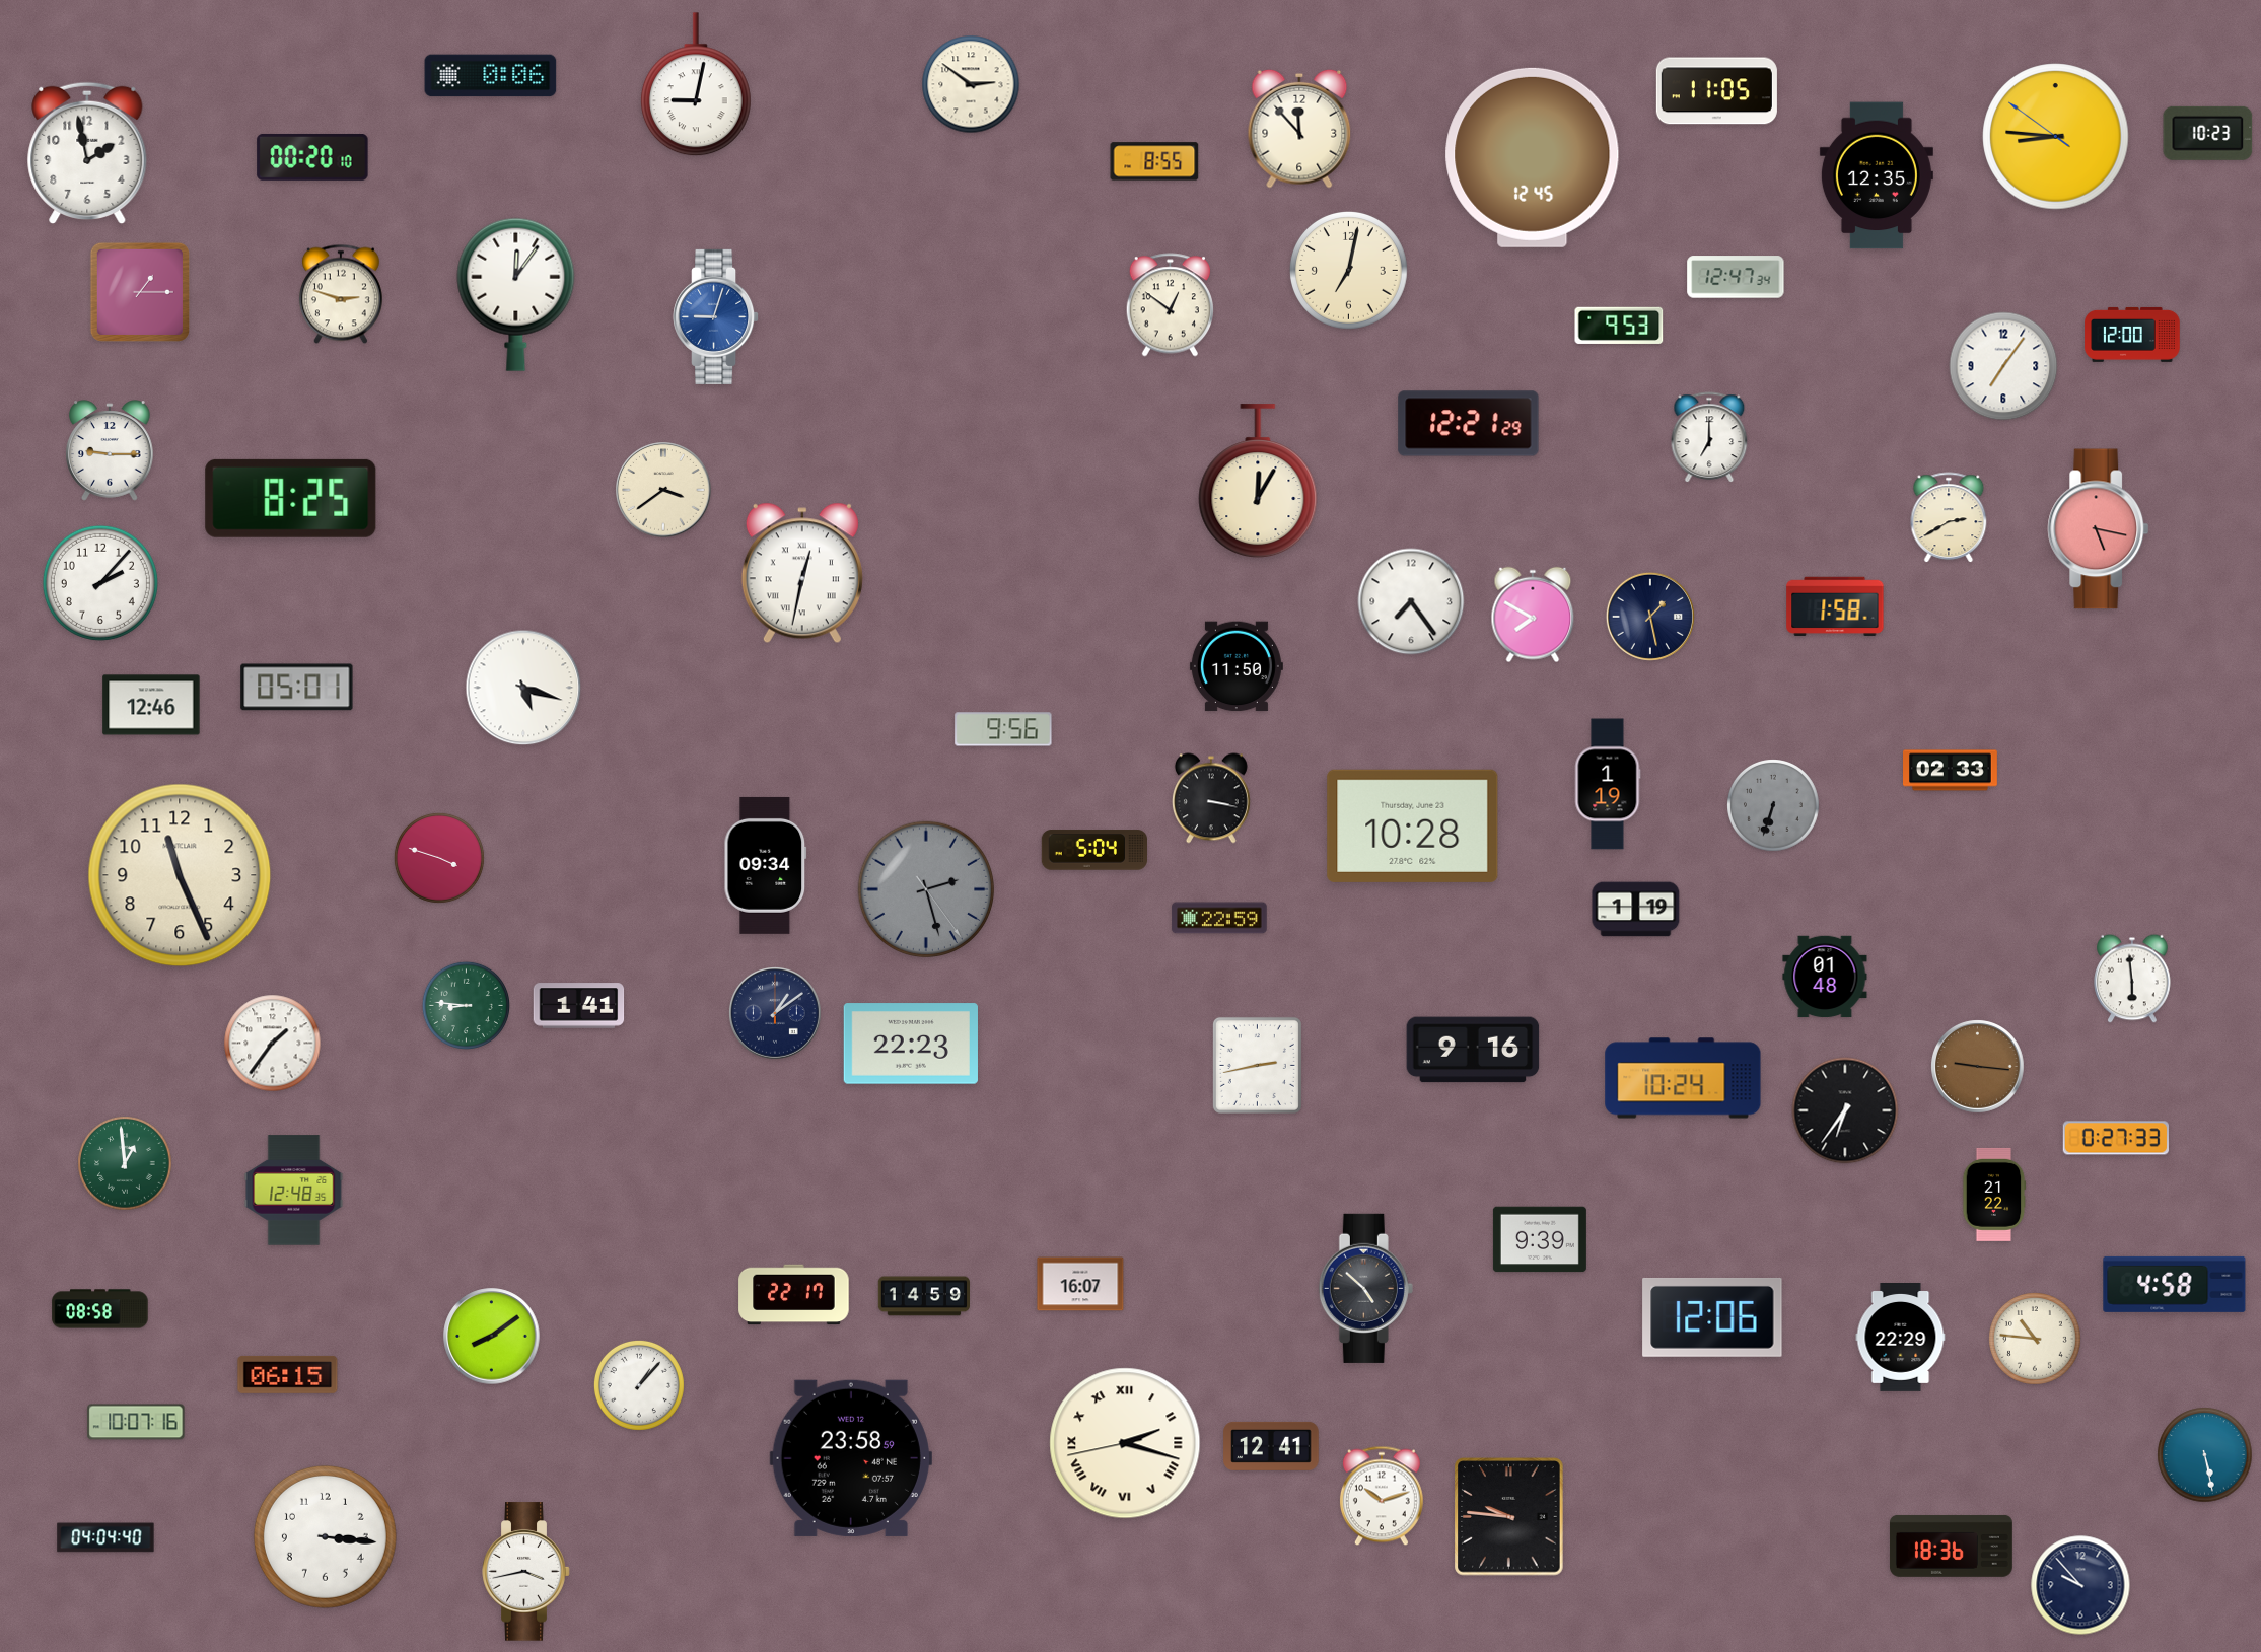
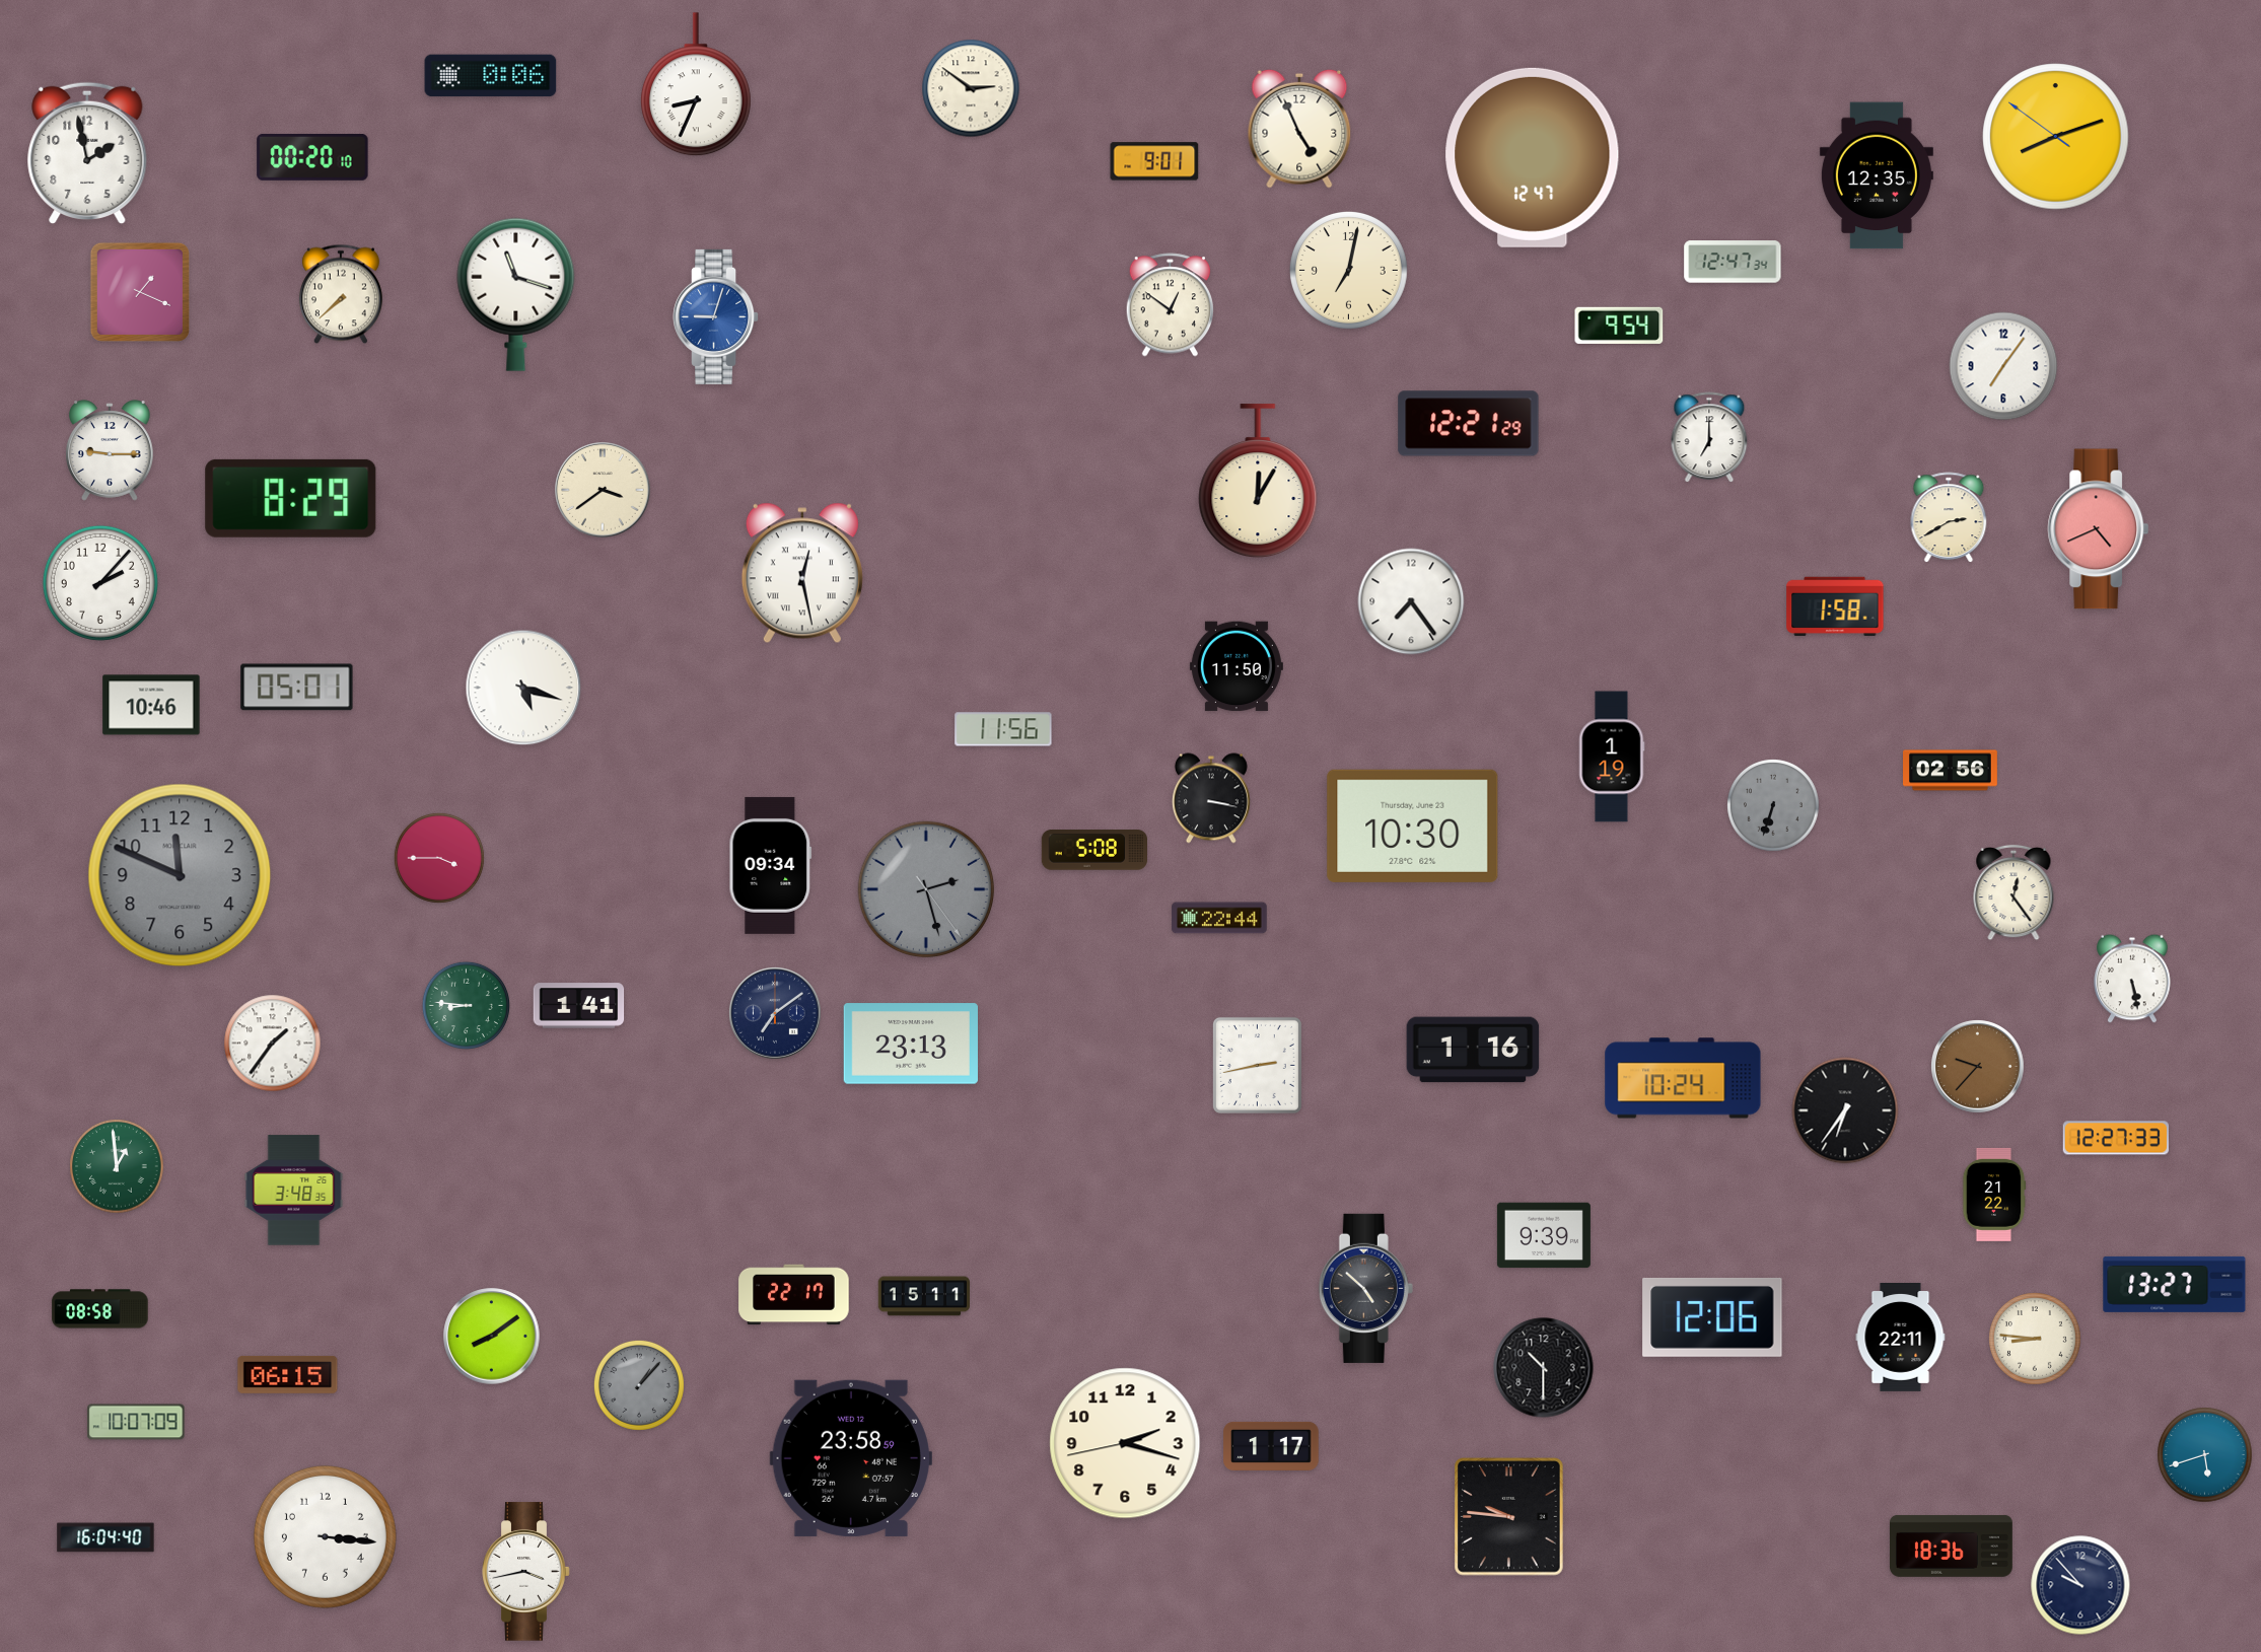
clock at (971, 84) position: (971, 84) -> (971, 88)
clock at (696, 85): 9:02 -> 8:34
clock at (1716, 91): 11:05 -> none
clock at (1299, 129): 11:53 -> 4:56
clock at (2208, 133): 10:23 -> none
clock at (2056, 137): 8:45 -> 8:11
clock at (1533, 157): 12:45 -> 12:47
clock at (1154, 161): 8:55 -> 9:01
clock at (1736, 277) position: (1736, 277) -> (1733, 262)
clock at (140, 292): 1:15 -> 1:19
clock at (341, 294): 2:48 -> 7:38
clock at (516, 294): 12:06 -> 11:18
clock at (1619, 326): 9:53 -> 9:54
clock at (2132, 335): 12:00 -> none
clock at (663, 490) position: (663, 490) -> (603, 490)
clock at (291, 498): 8:25 -> 8:29
clock at (2099, 529): 5:17 -> 4:41
clock at (802, 573): 12:32 -> 12:28
clock at (1533, 615): 7:50 -> none
clock at (1650, 617): 1:28 -> none
clock at (151, 705): 12:46 -> 10:46
clock at (1003, 729): 9:56 -> 11:56
clock at (1951, 771): 02:33 -> 02:56
clock at (1608, 784) position: (1608, 784) -> (1612, 757)
clock at (1413, 825): 10:28 -> 10:30
clock at (1093, 850): 5:04 -> 5:08
clock at (439, 858): 3:48 -> 3:45
clock at (766, 865) position: (766, 865) -> (771, 865)
clock at (180, 875): 11:26 -> 11:49
clock at (180, 875) dial: cream -> grey
clock at (2013, 892): none -> 12:24
clock at (1636, 910): 1:19 -> none
clock at (1219, 918): 22:59 -> 22:44
clock at (1825, 977): 01:48 -> none
clock at (2132, 979): 5:59 -> 5:28
clock at (775, 1013): 1:09 -> 7:09
clock at (911, 1044): 22:23 -> 23:13
clock at (1473, 1050): 9:16 -> 1:16
clock at (1978, 1067): 9:16 -> 9:37
clock at (2116, 1138): 0:27 -> 12:27
clock at (125, 1163) position: (125, 1163) -> (117, 1166)
clock at (294, 1191): 12:48 -> 3:48
clock at (1540, 1239) position: (1540, 1239) -> (1544, 1235)
clock at (1080, 1284): 16:07 -> none
clock at (2175, 1284): 4:58 -> 13:27
clock at (923, 1296): 14:59 -> 15:11
clock at (1901, 1338): 22:29 -> 22:11
clock at (2036, 1340): 10:46 -> 8:46
clock at (1544, 1368): none -> 10:30
clock at (639, 1385) dial: white -> grey
clock at (136, 1422): 10:07:16 -> 10:07:09
clock at (1125, 1443) numerals: Roman -> Arabic
clock at (1271, 1446): 12:41 -> 1:17
clock at (2205, 1455): 5:28 -> 5:42
clock at (1382, 1496): 10:12 -> none
clock at (105, 1537): 04:04 -> 16:04
